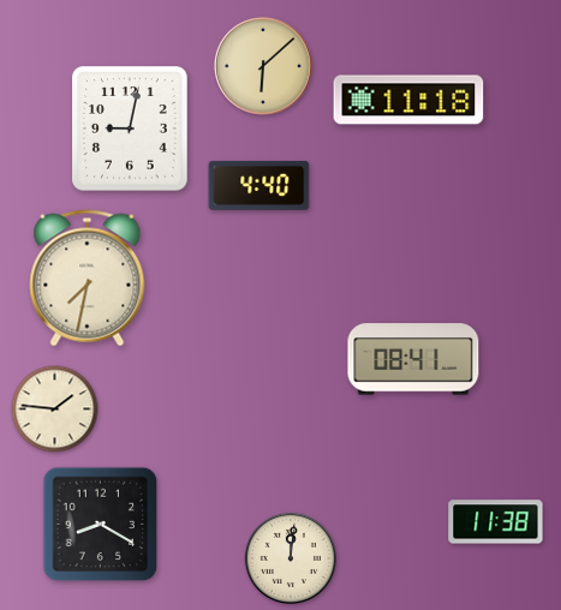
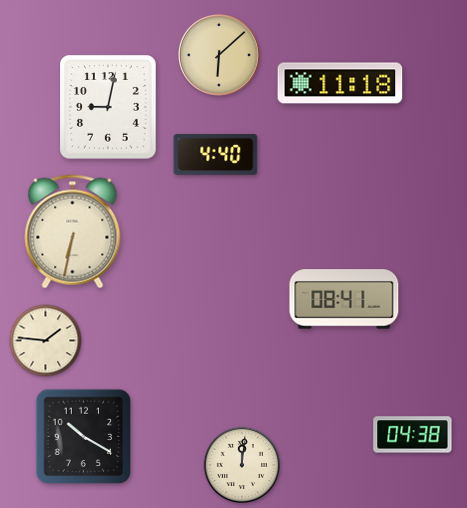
clock at (88, 279): 7:32 -> 6:32
clock at (496, 522): 11:38 -> 04:38
clock at (101, 525): 8:20 -> 10:20
